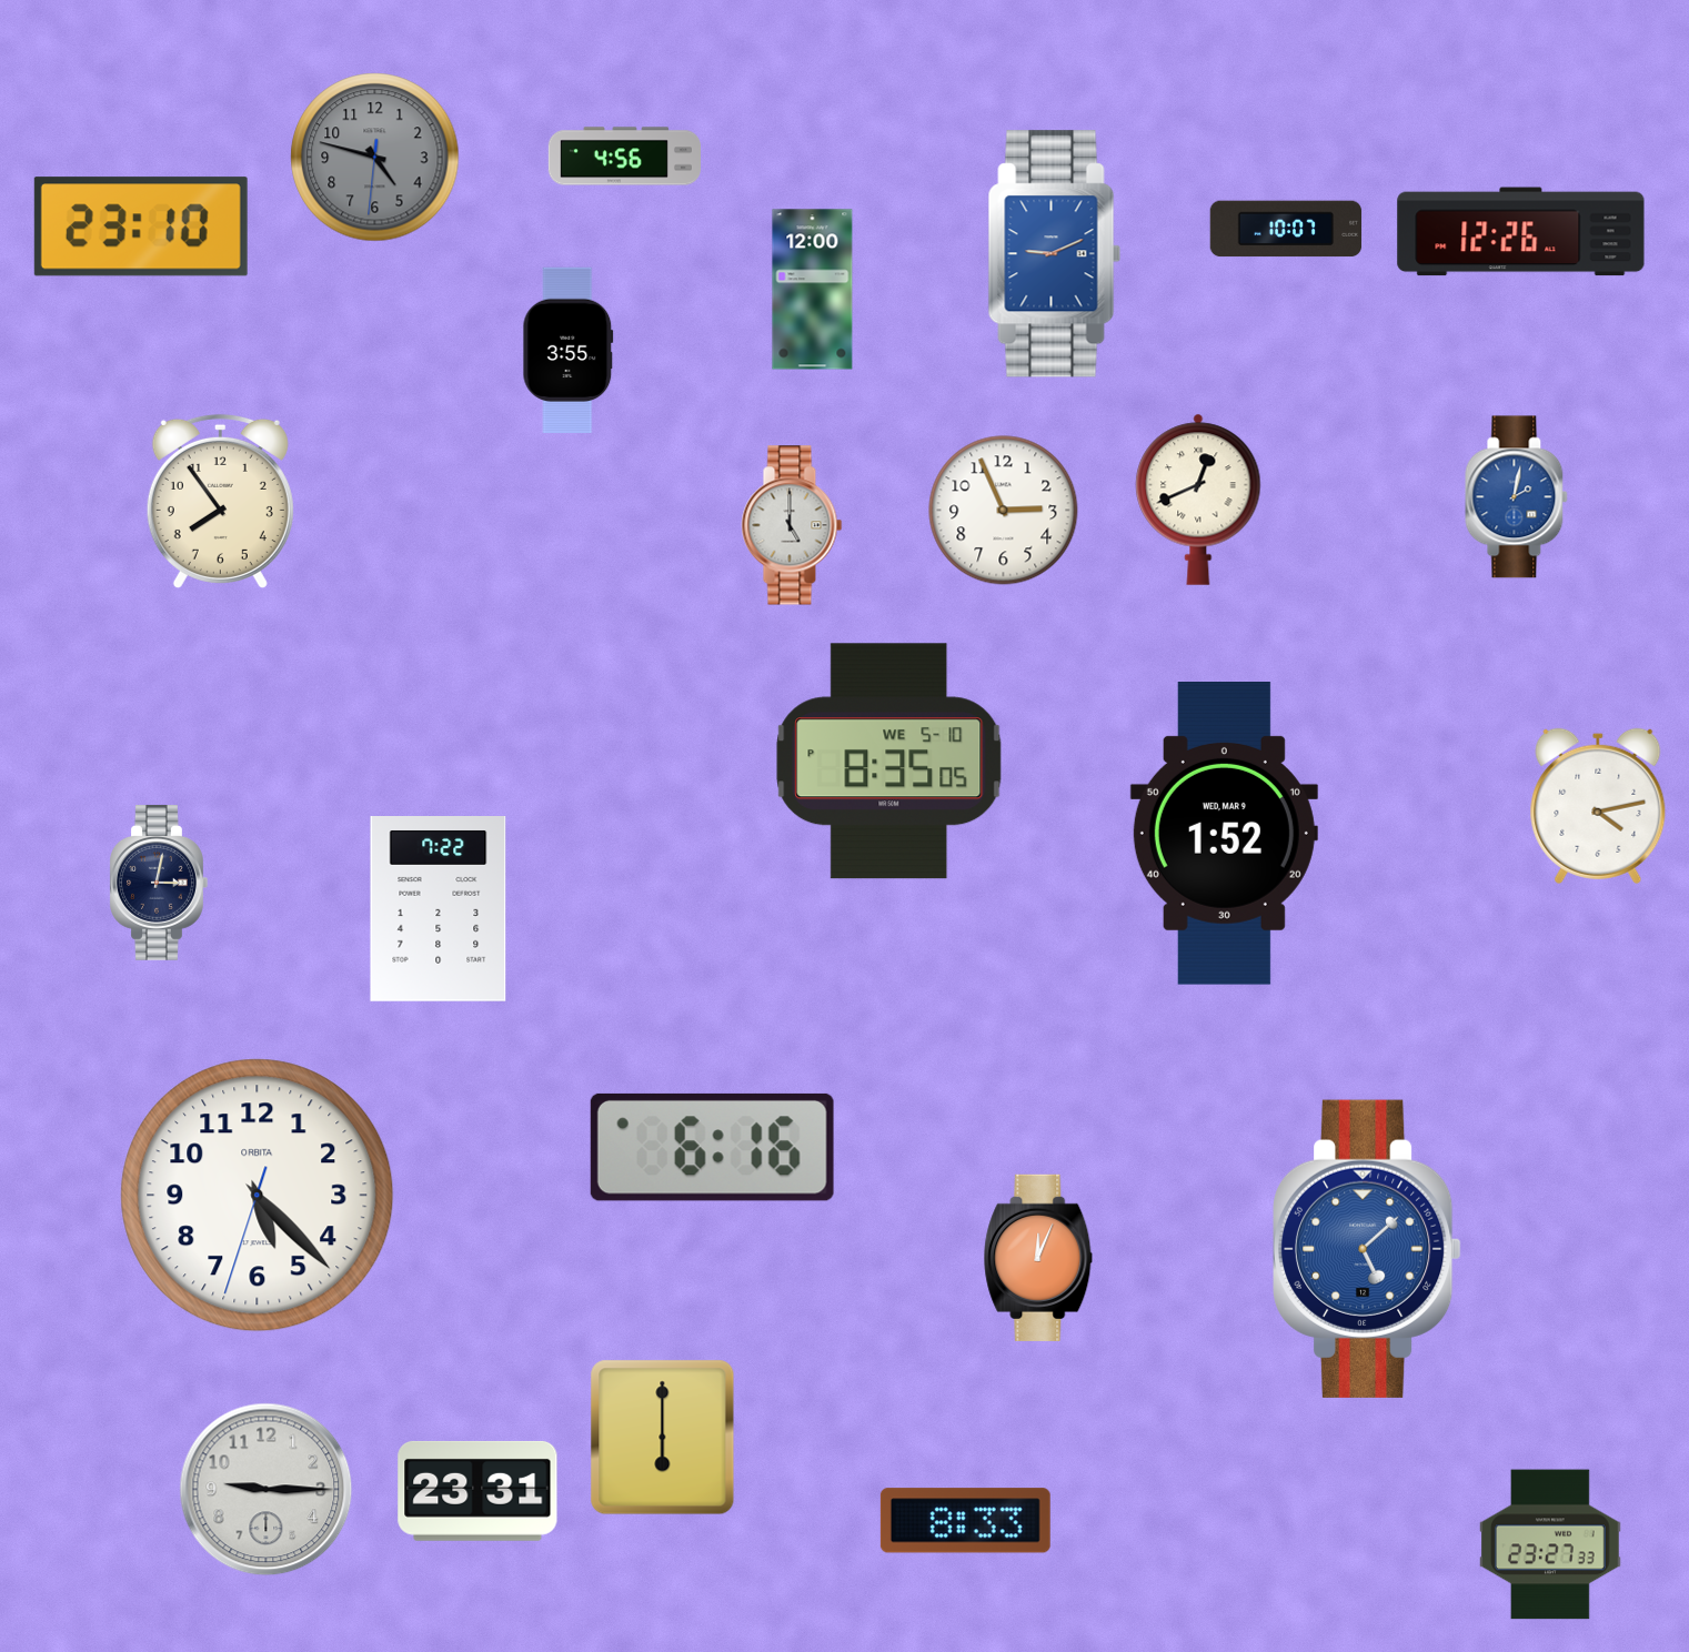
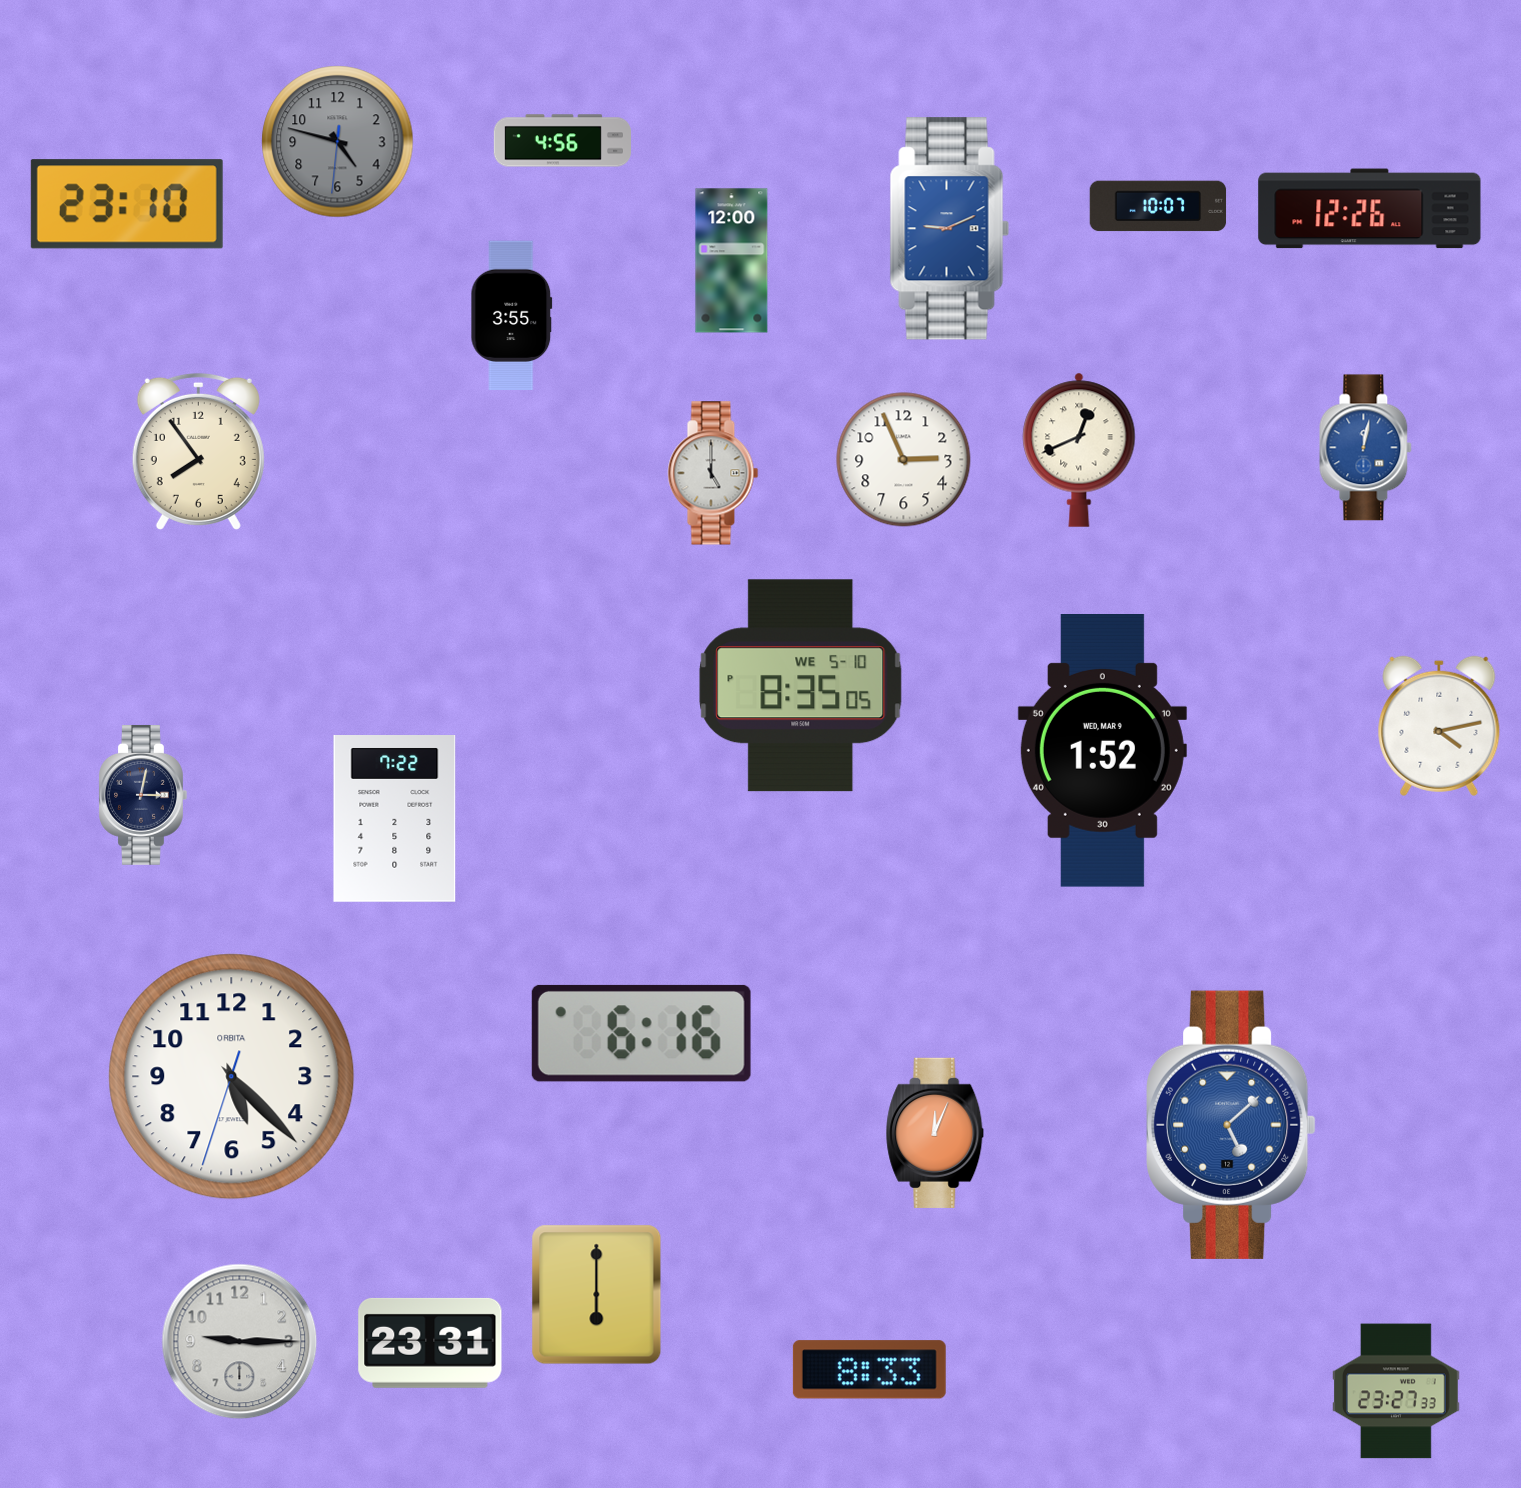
clock at (1517, 497): 2:02 -> 12:02
